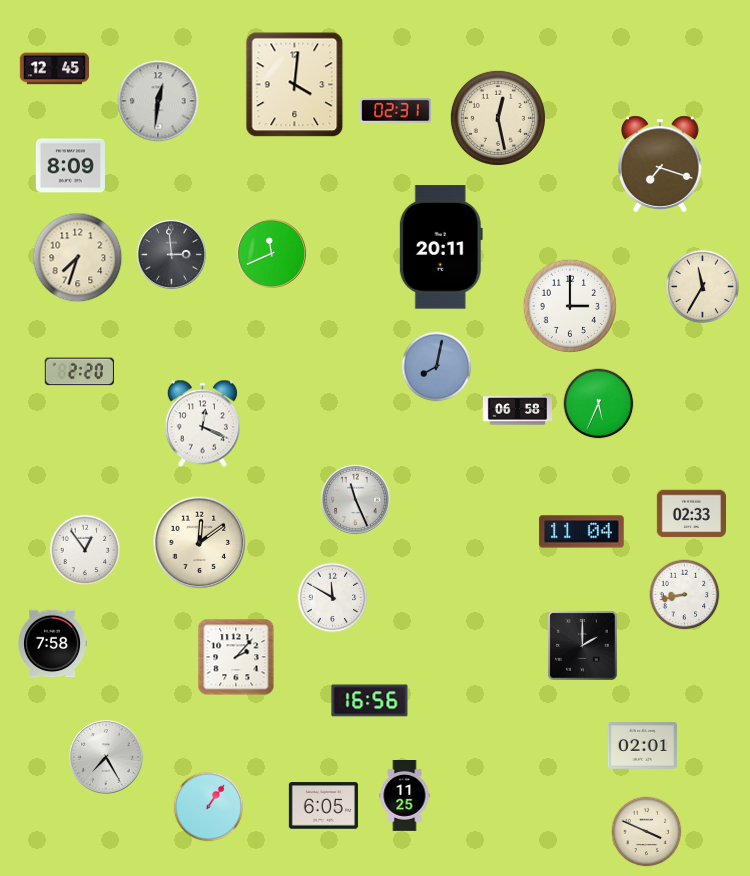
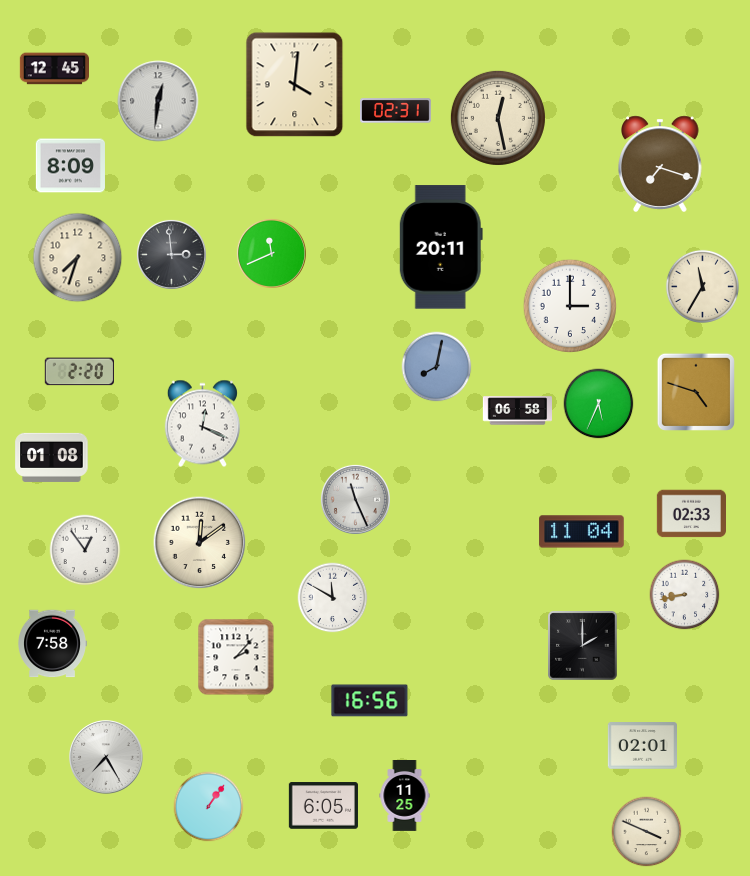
clock at (696, 392): none -> 4:48
clock at (52, 457): none -> 01:08
